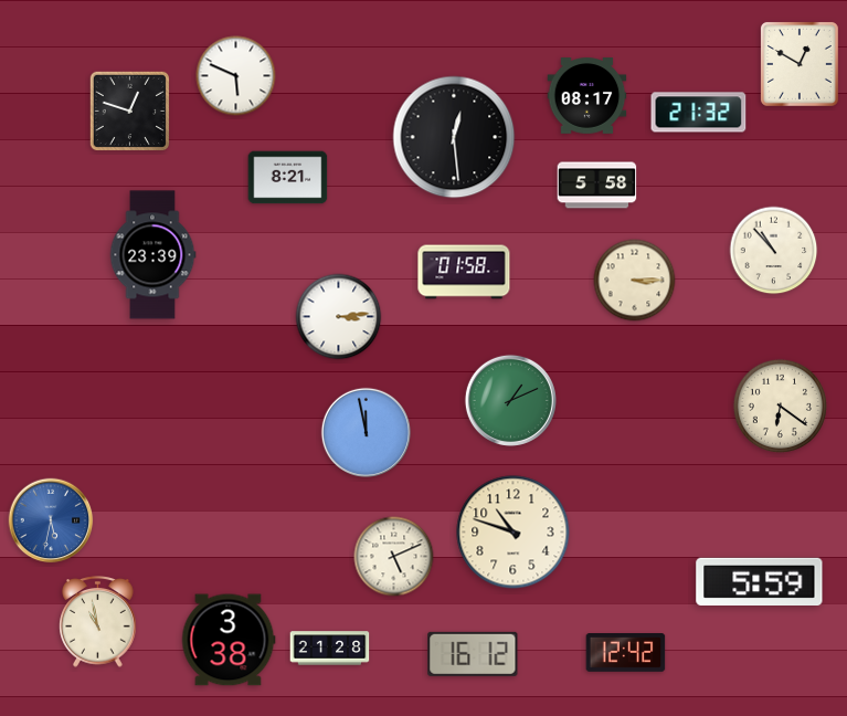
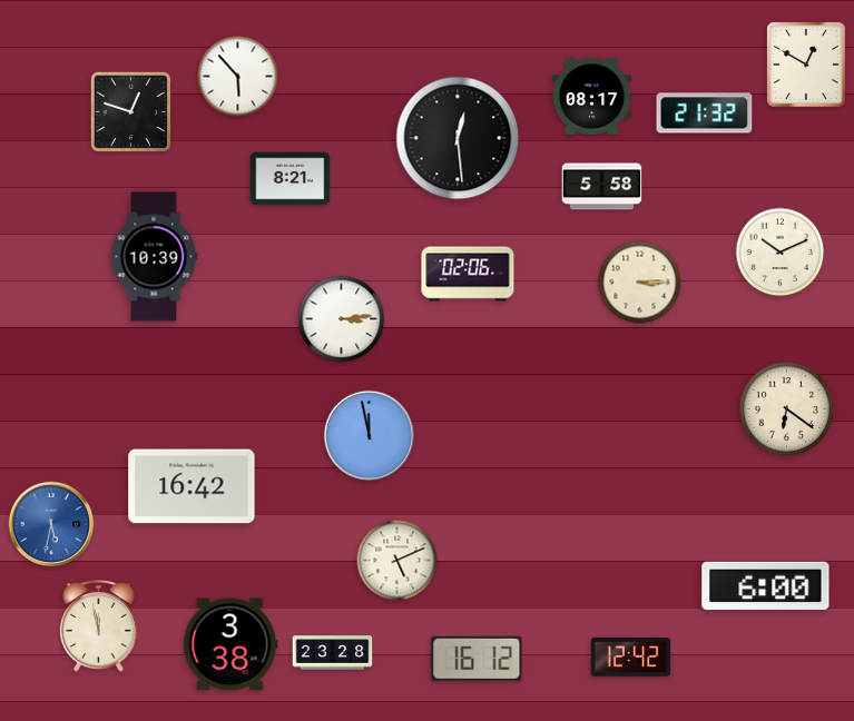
clock at (236, 76): 5:49 -> 5:53
clock at (774, 251): 10:53 -> 10:11
clock at (152, 255): 23:39 -> 10:39
clock at (464, 272): 01:58 -> 02:06
clock at (510, 400): 1:11 -> none
clock at (192, 486): none -> 16:42
clock at (514, 533): 10:48 -> none
clock at (760, 582): 5:59 -> 6:00
clock at (98, 622): 10:58 -> 11:58
clock at (330, 649): 21:28 -> 23:28
